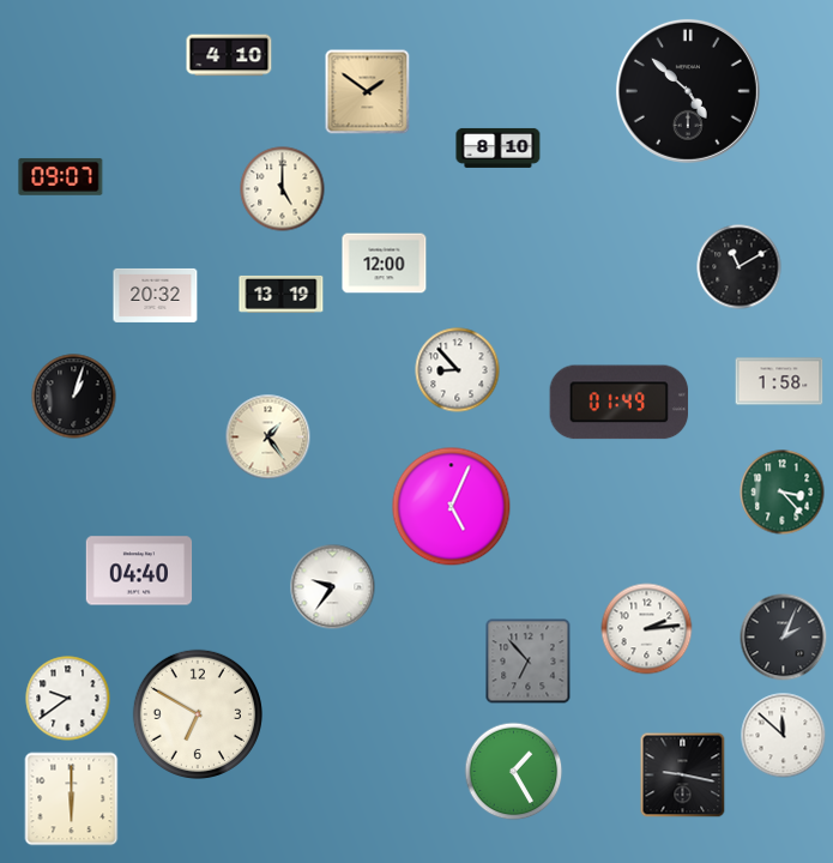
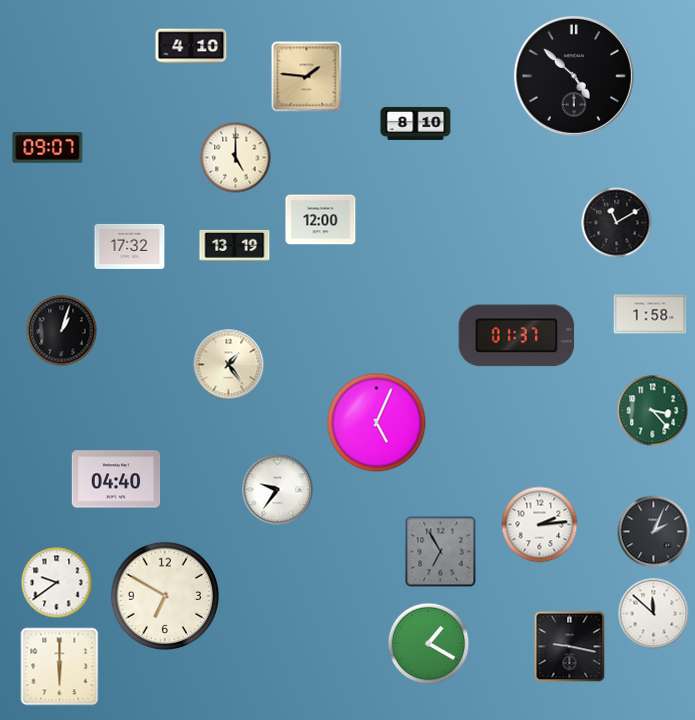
clock at (368, 92): 1:51 -> 1:46
clock at (61, 176) position: (61, 176) -> (48, 147)
clock at (156, 295): 20:32 -> 17:32
clock at (458, 370): 8:53 -> none
clock at (779, 381) position: (779, 381) -> (650, 314)
clock at (620, 403): 01:49 -> 01:37
clock at (268, 437) position: (268, 437) -> (229, 365)
clock at (139, 571) position: (139, 571) -> (116, 479)
clock at (529, 662): 6:53 -> 6:55
clock at (514, 772): 1:25 -> 1:20
